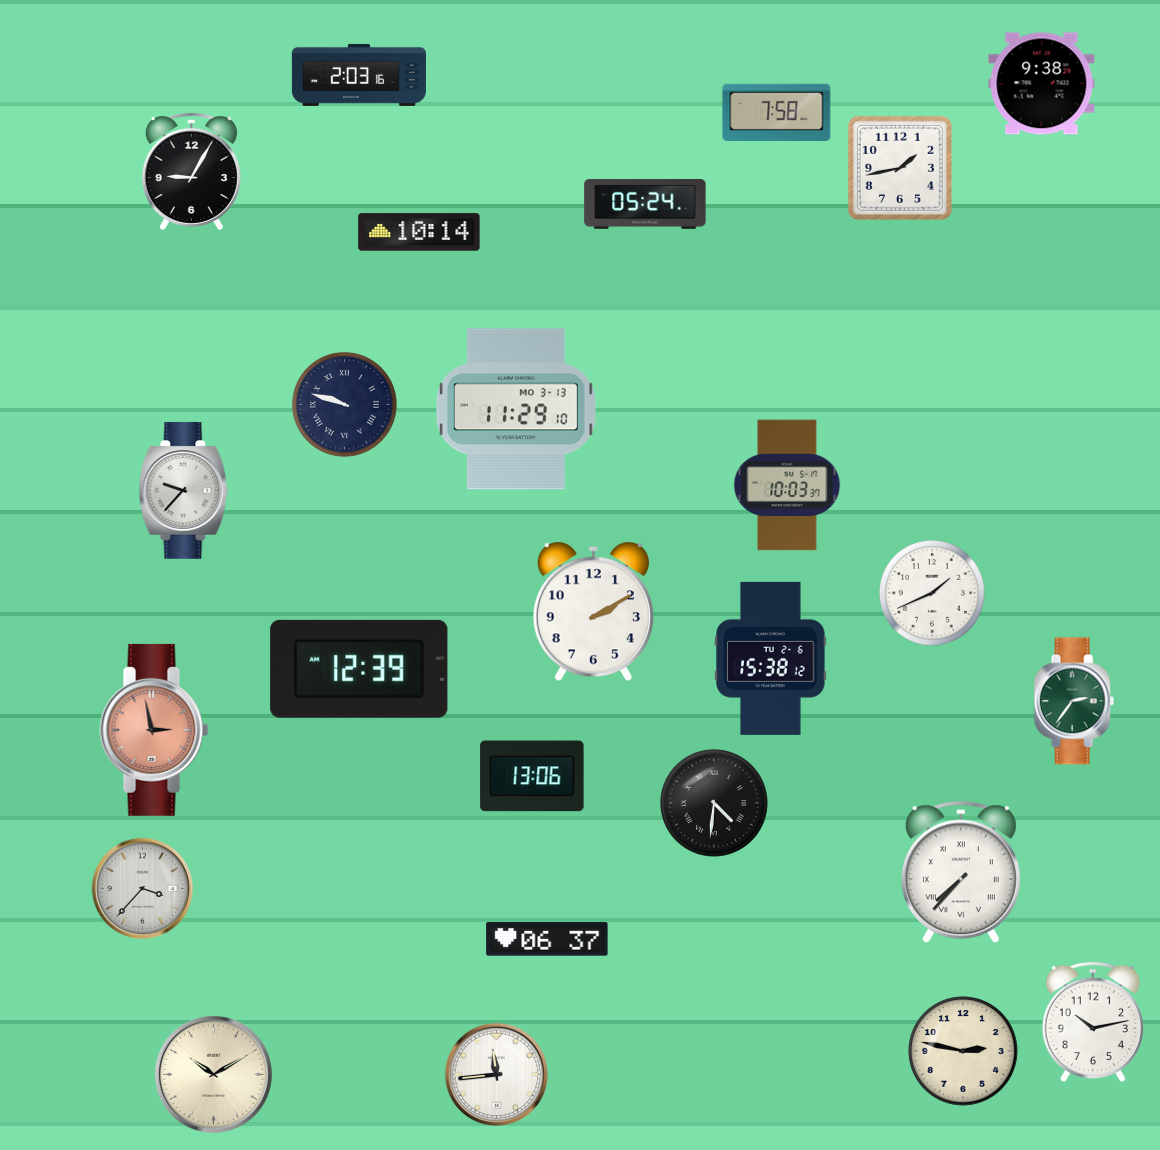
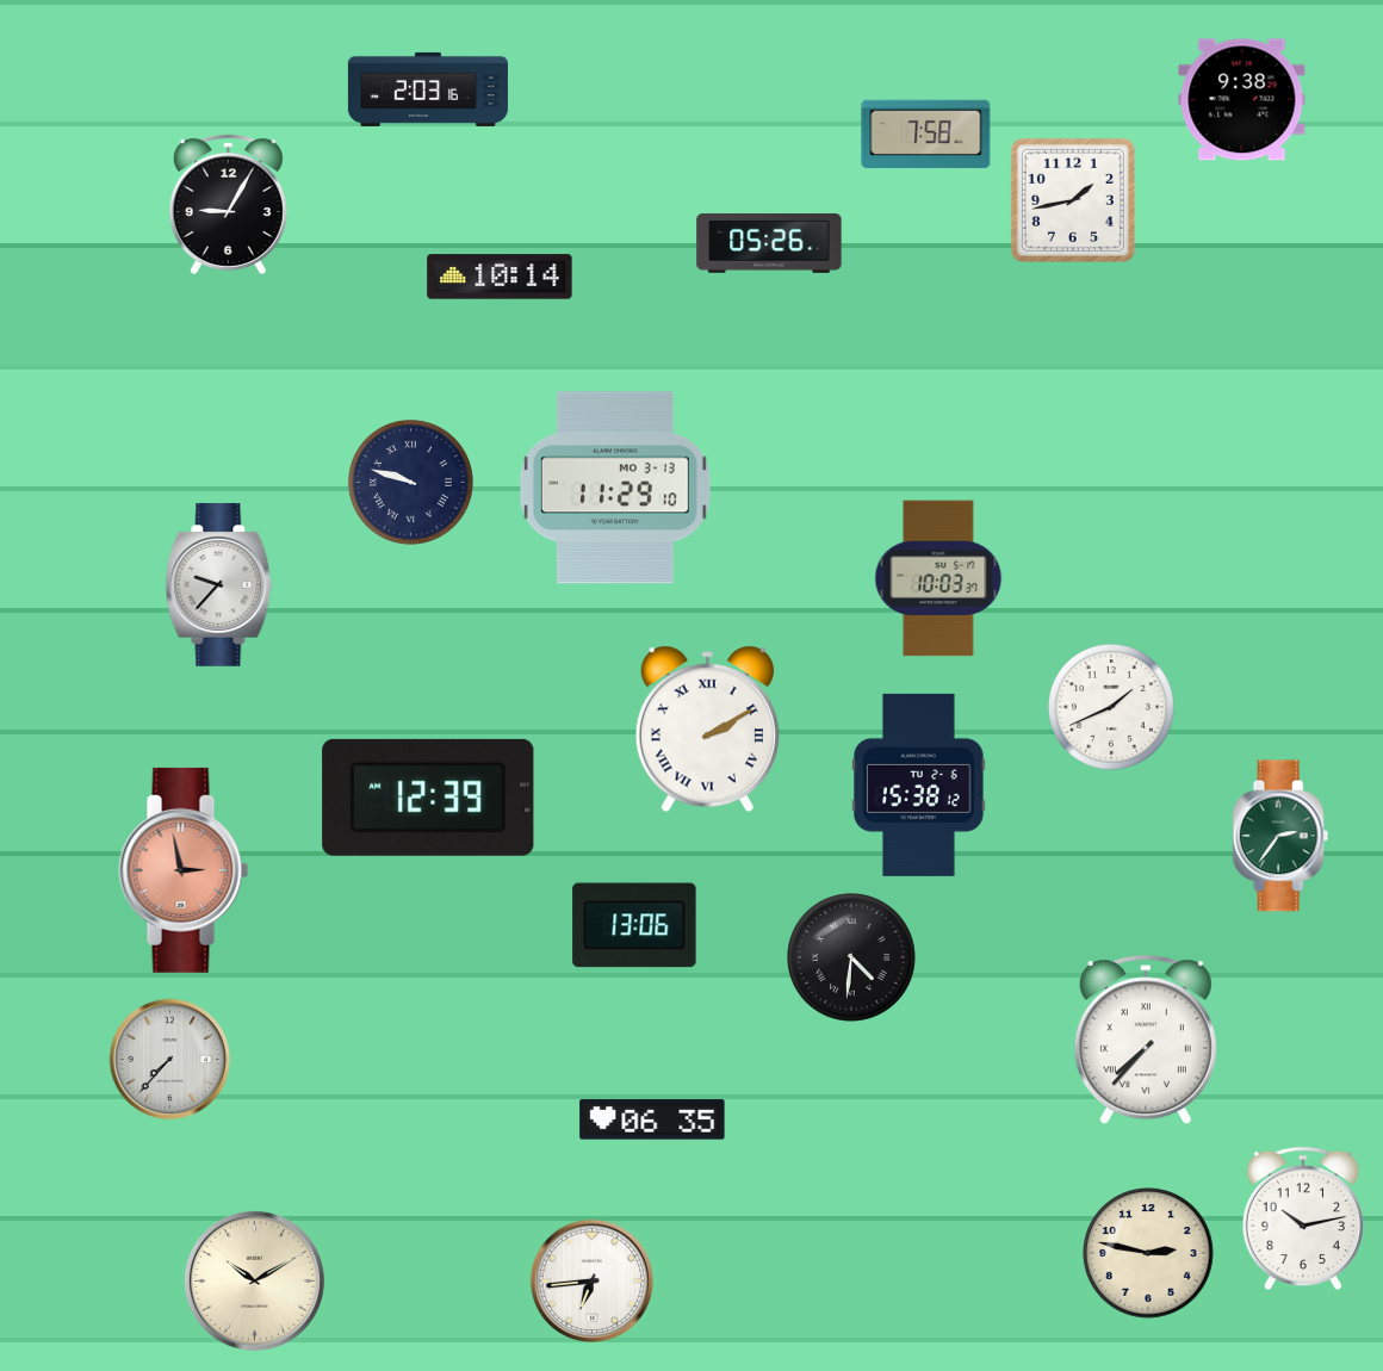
clock at (645, 204): 05:24 -> 05:26
clock at (593, 612) numerals: Arabic -> Roman
clock at (143, 889): 3:37 -> 7:37
clock at (547, 939): 06:37 -> 06:35
clock at (497, 1075): 11:44 -> 6:44
